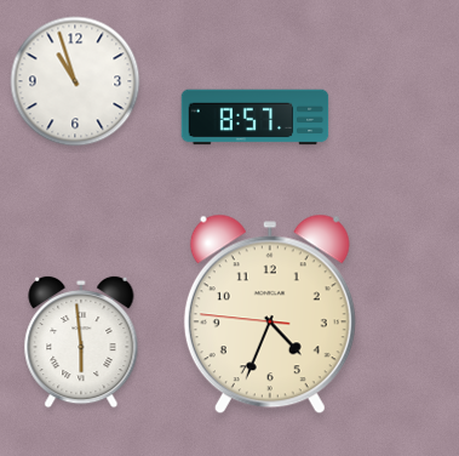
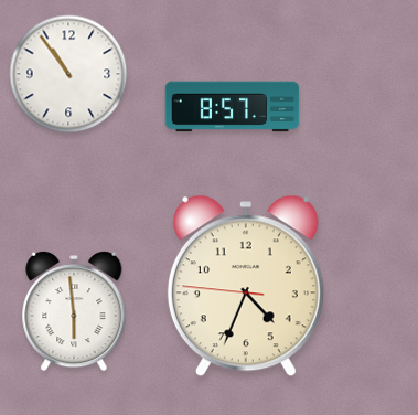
clock at (75, 81): 10:57 -> 10:54
